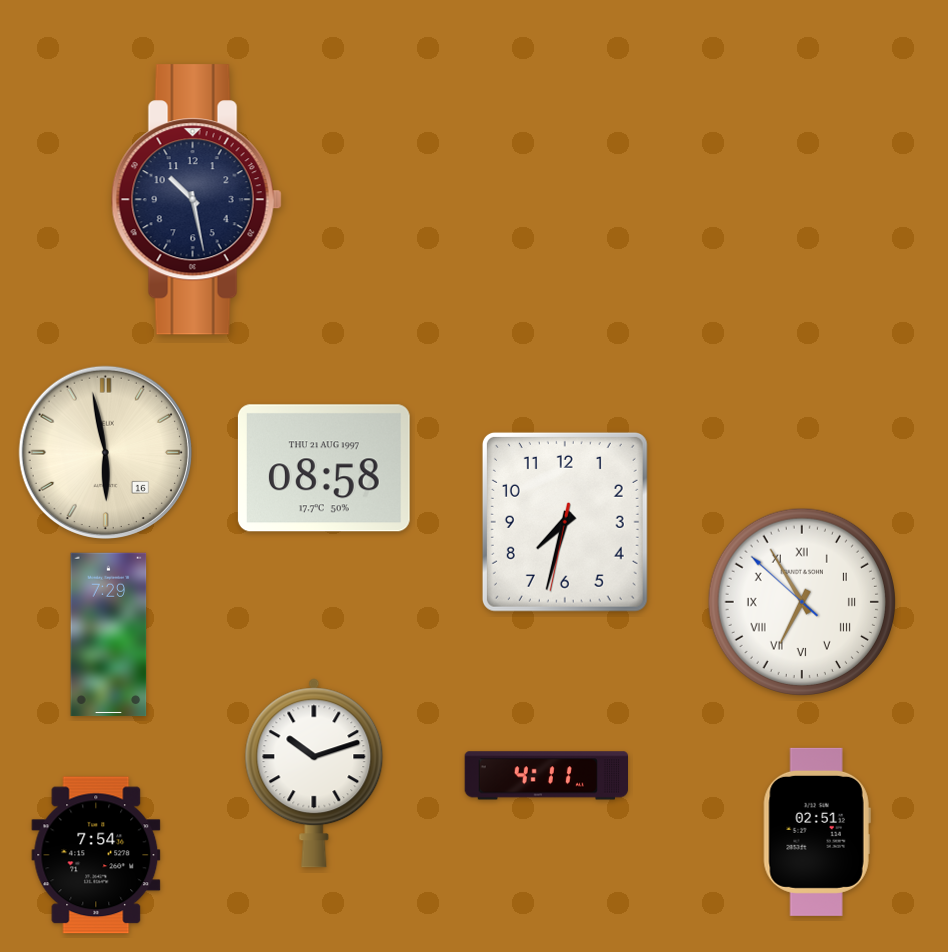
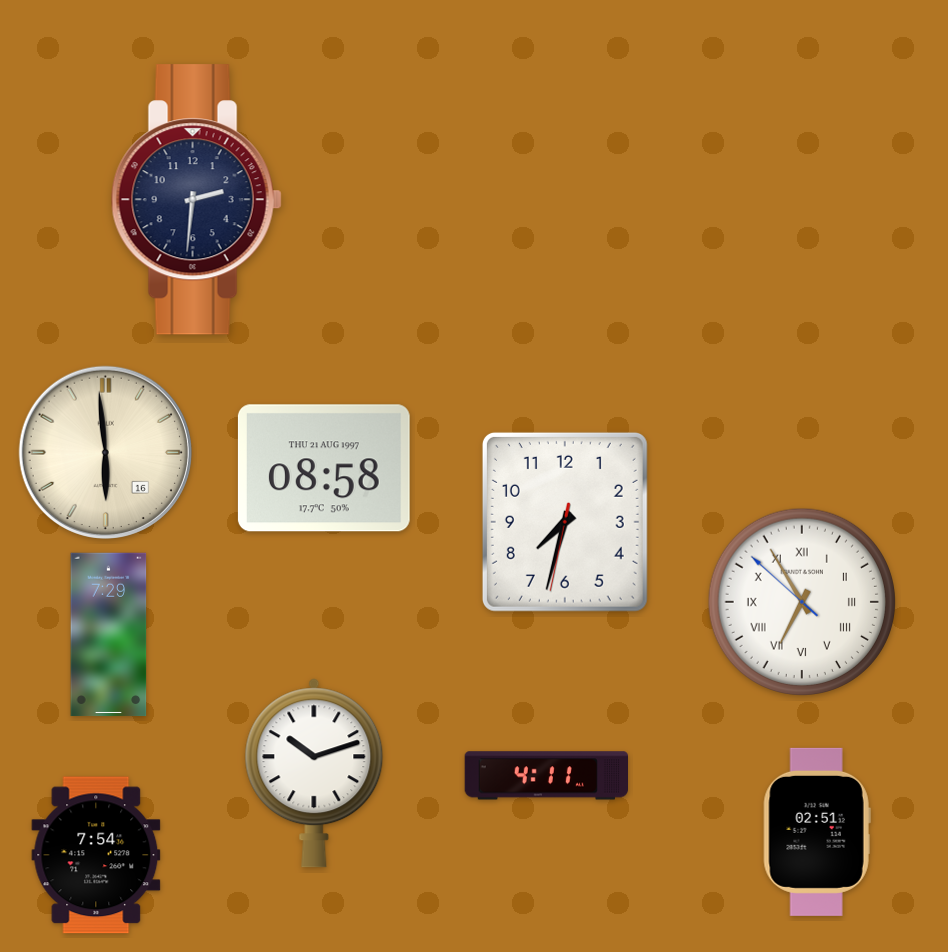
clock at (196, 200): 10:28 -> 2:31
clock at (105, 452): 5:58 -> 5:59
